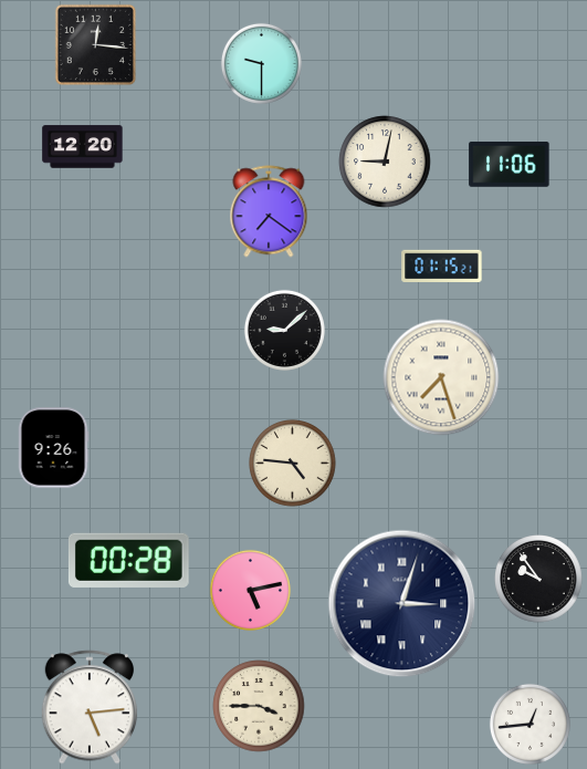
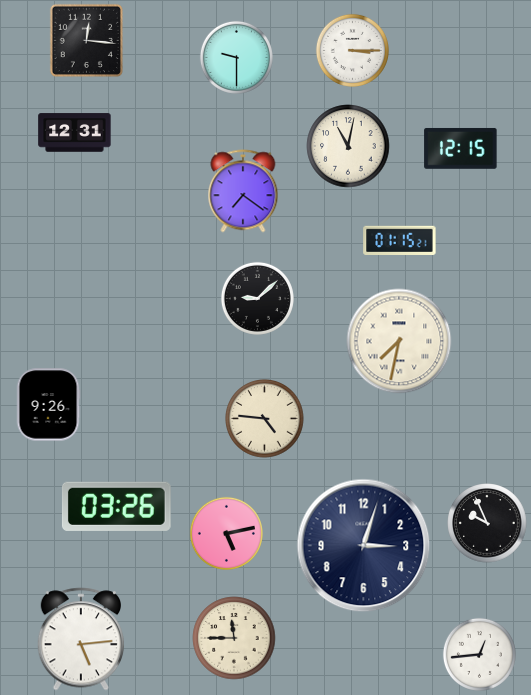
clock at (352, 50): none -> 3:15
clock at (83, 147): 12:20 -> 12:31
clock at (385, 162): 9:02 -> 11:02
clock at (510, 164): 11:06 -> 12:15
clock at (441, 377): 7:27 -> 7:32
clock at (128, 560): 00:28 -> 03:26
clock at (538, 579): 9:54 -> 9:56
clock at (402, 604) numerals: Roman -> Arabic
clock at (259, 706): 3:45 -> 11:45
